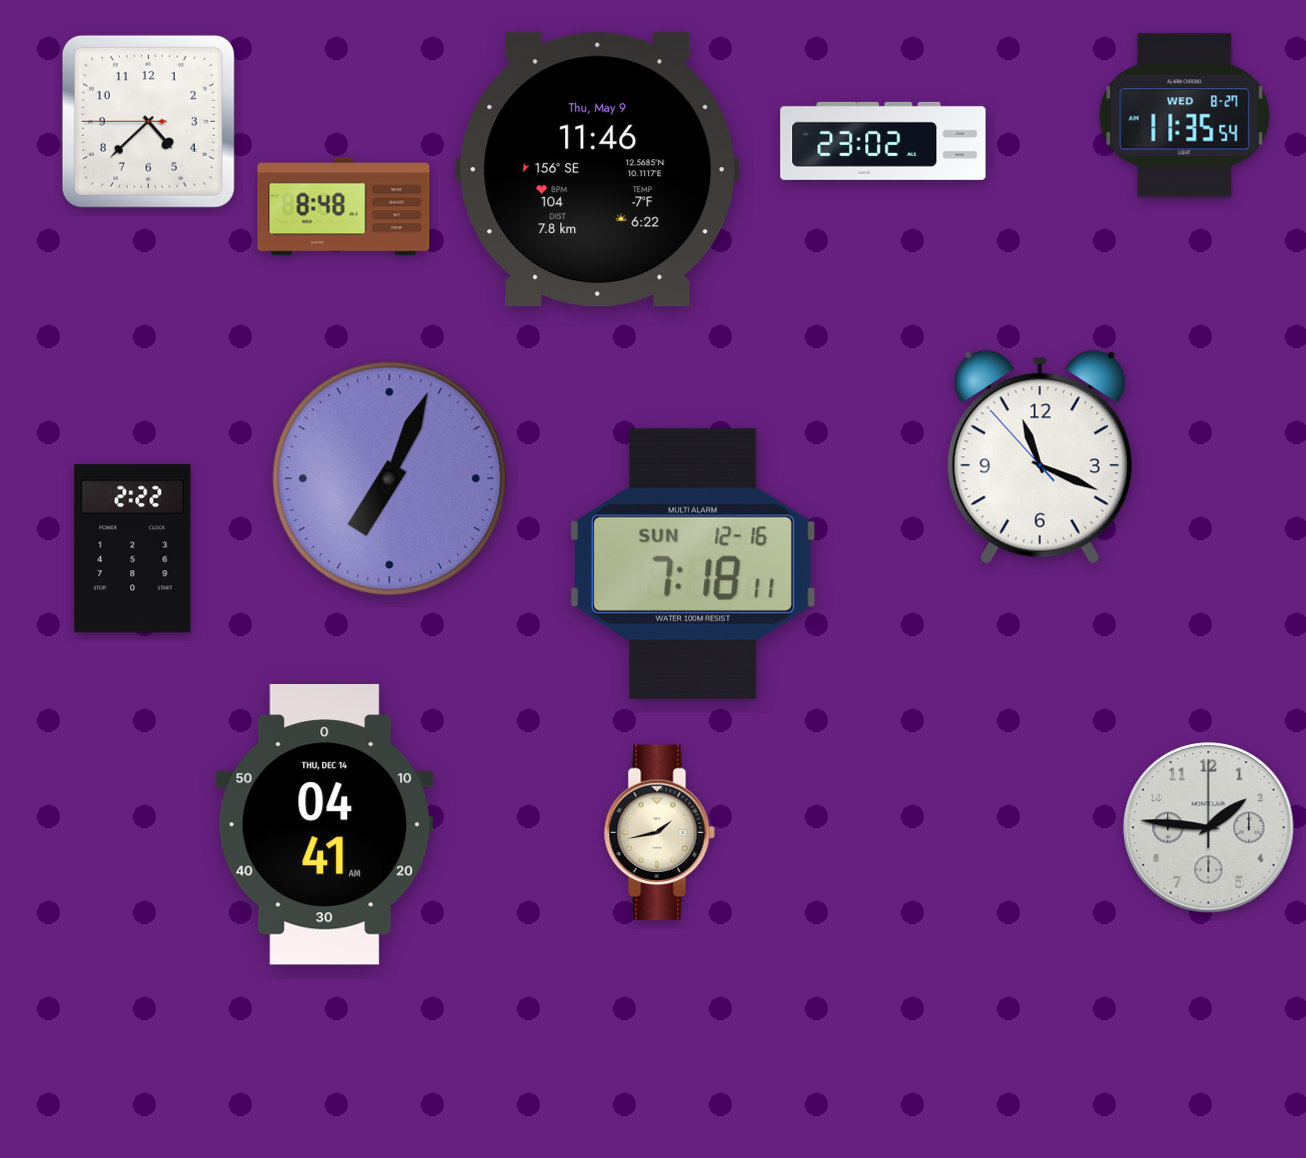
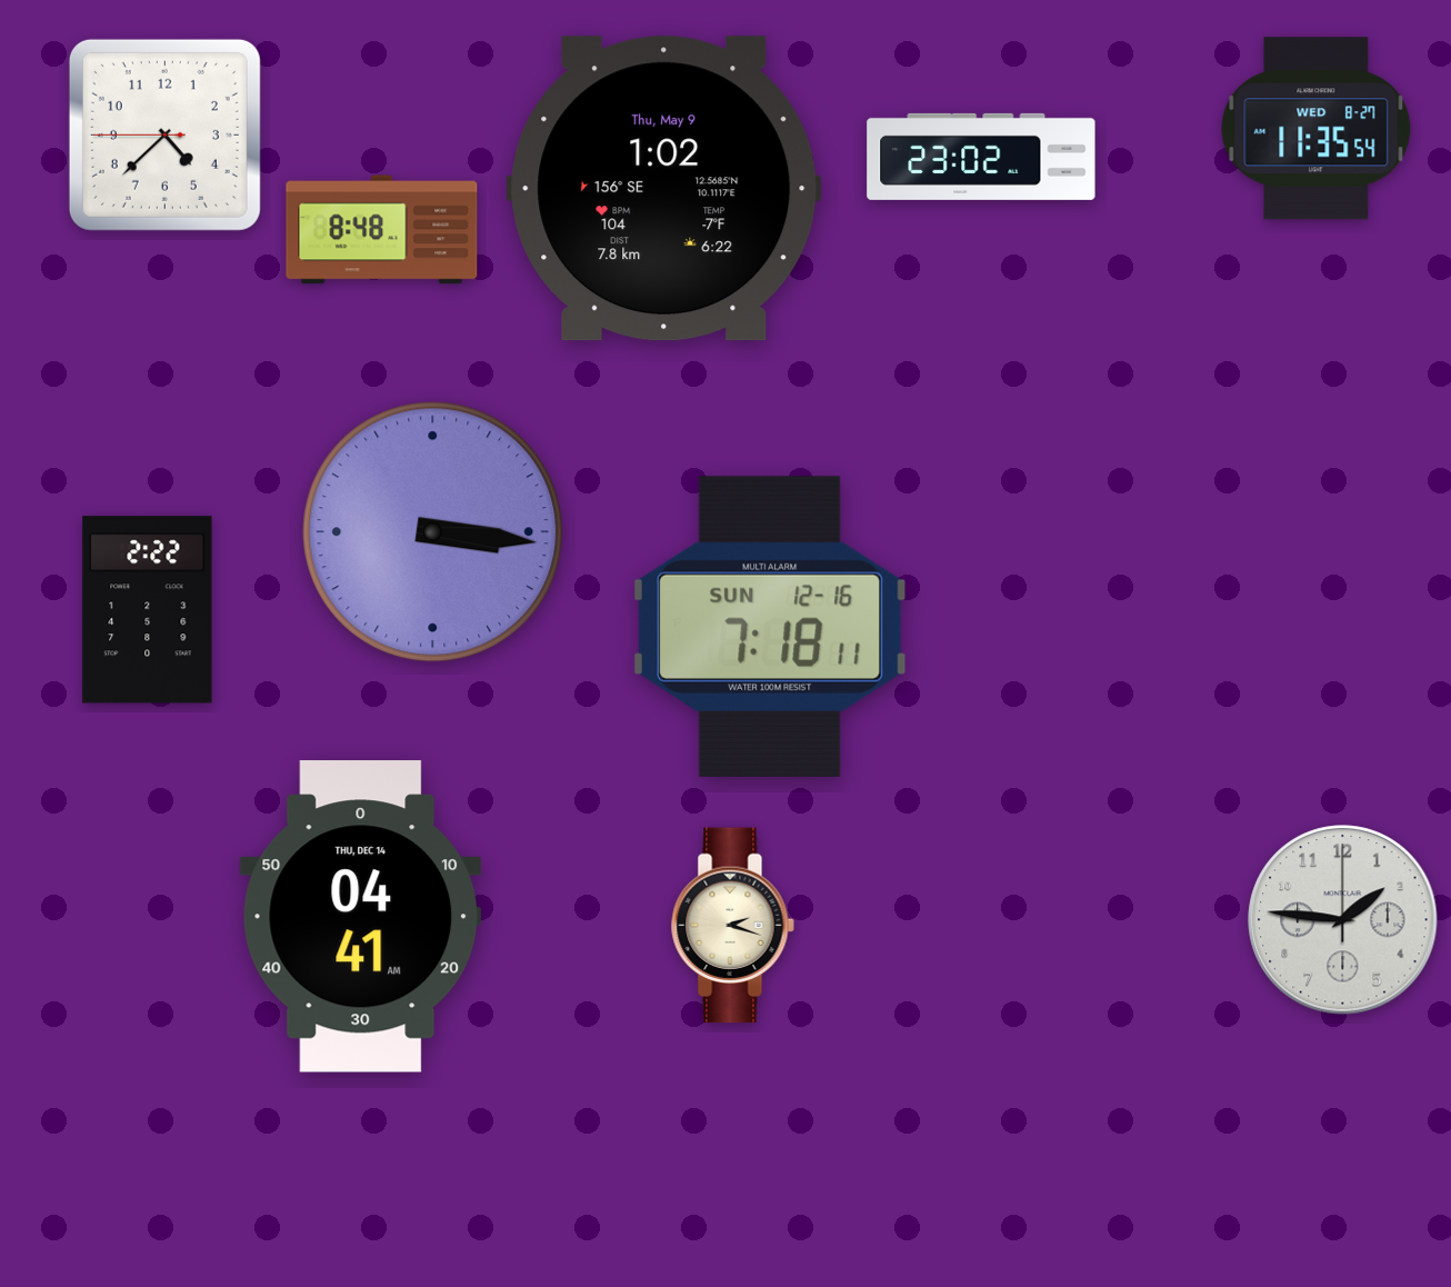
clock at (598, 170): 11:46 -> 1:02
clock at (1040, 457): 11:18 -> none
clock at (390, 479): 7:04 -> 3:16
clock at (659, 833): 1:43 -> 2:18
